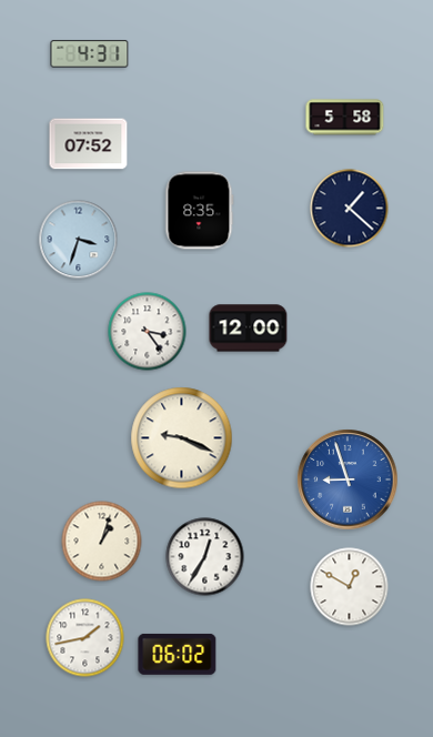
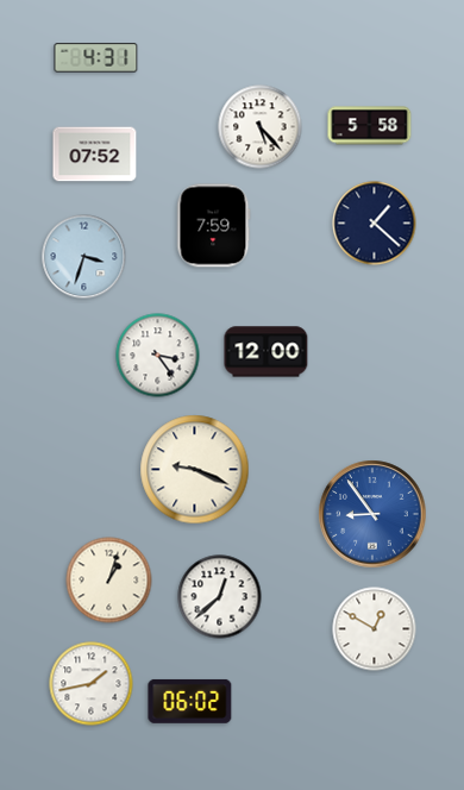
clock at (261, 127): none -> 5:23
clock at (200, 211): 8:35 -> 7:59
clock at (348, 479): 8:57 -> 8:54
clock at (205, 557): 12:35 -> 12:38
